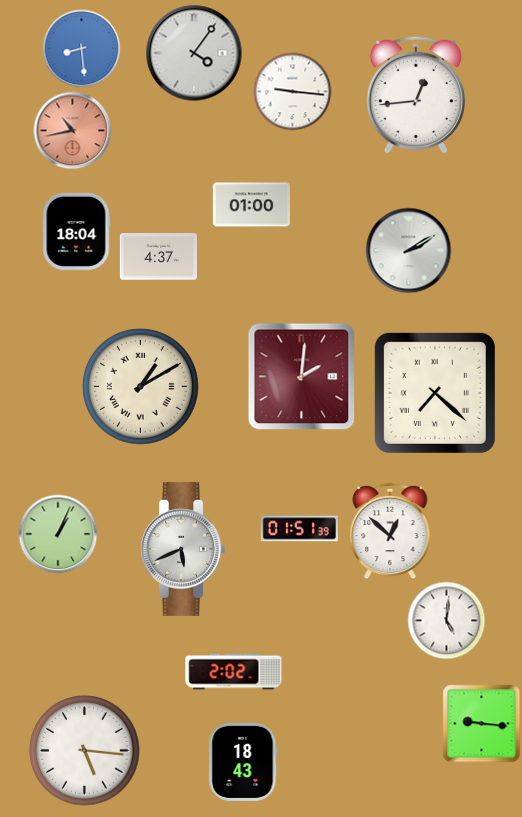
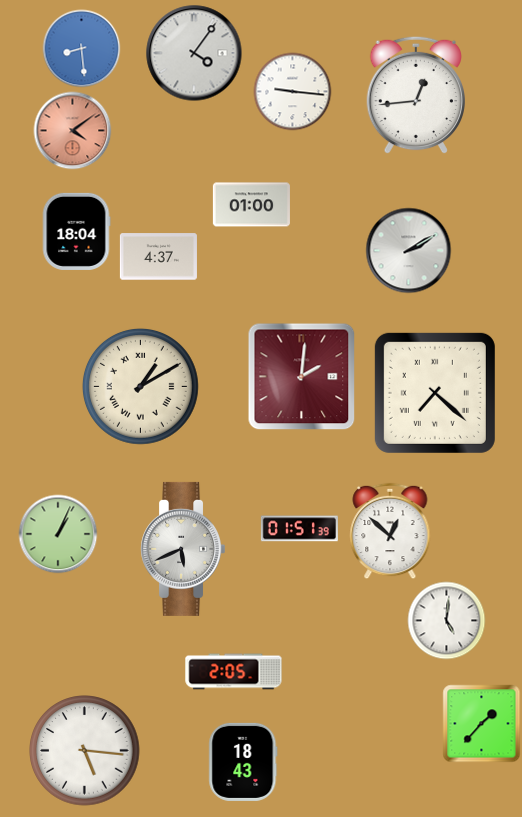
clock at (72, 130): 10:43 -> 4:09
clock at (234, 672): 2:02 -> 2:05
clock at (481, 723): 9:16 -> 1:37
